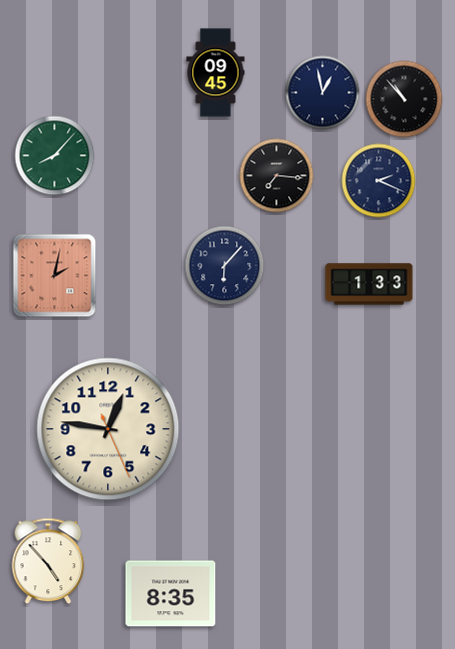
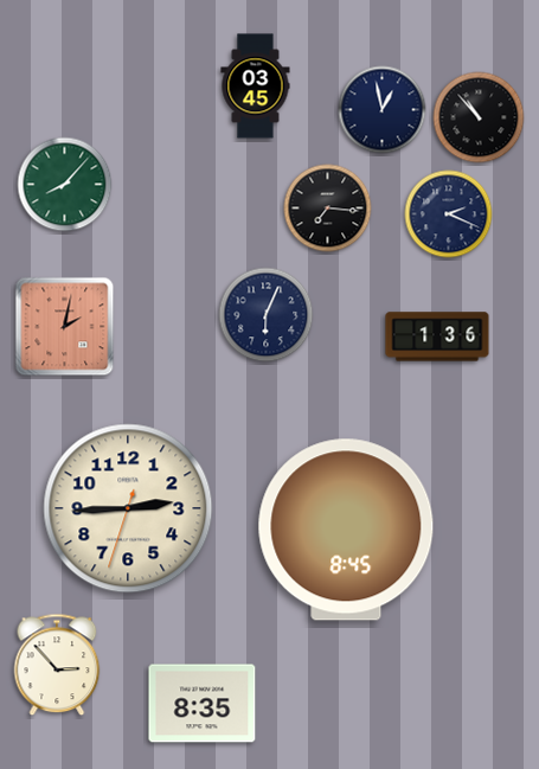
clock at (216, 73): 09:45 -> 03:45
clock at (225, 266): 6:07 -> 6:04
clock at (369, 284): 1:33 -> 1:36
clock at (108, 429): 12:46 -> 2:44
clock at (346, 530): none -> 8:45
clock at (48, 561): 4:53 -> 2:53
